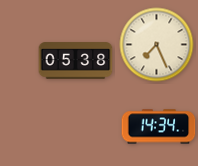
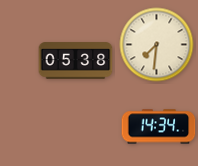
clock at (157, 45): 7:26 -> 7:31
